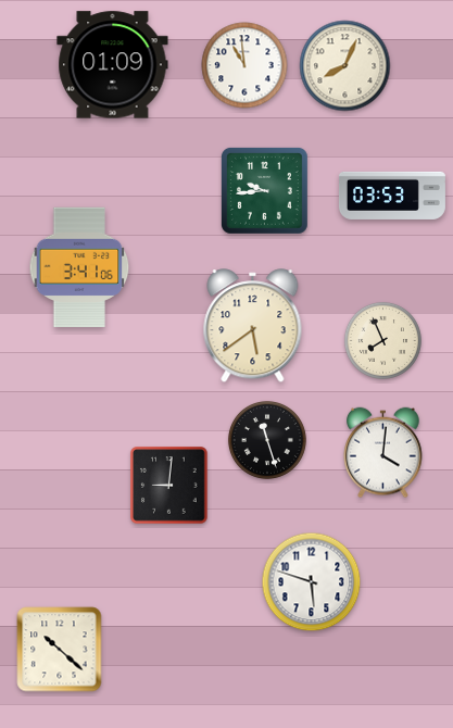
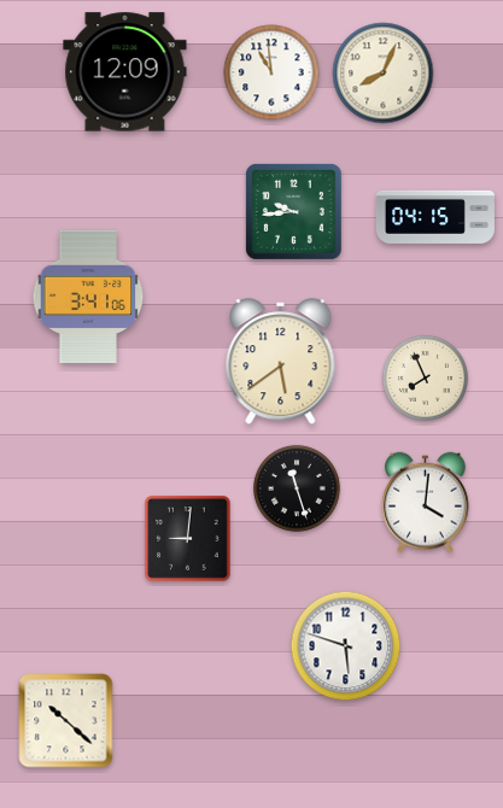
clock at (113, 65): 01:09 -> 12:09
clock at (392, 196): 03:53 -> 04:15
